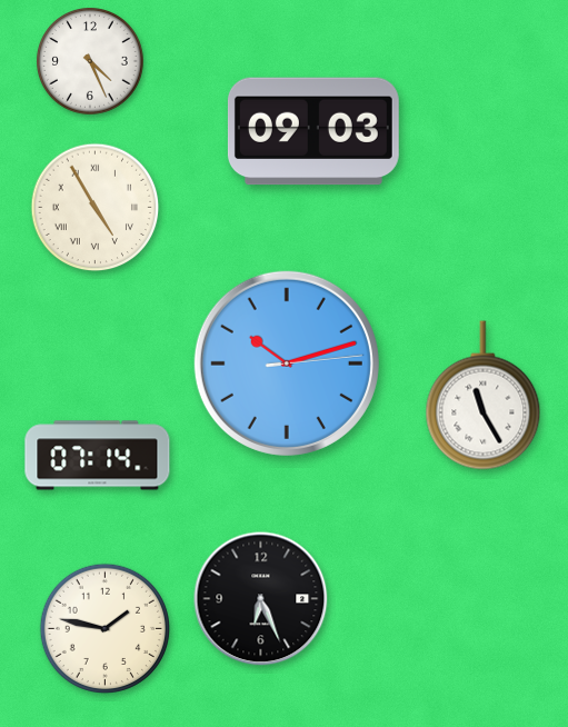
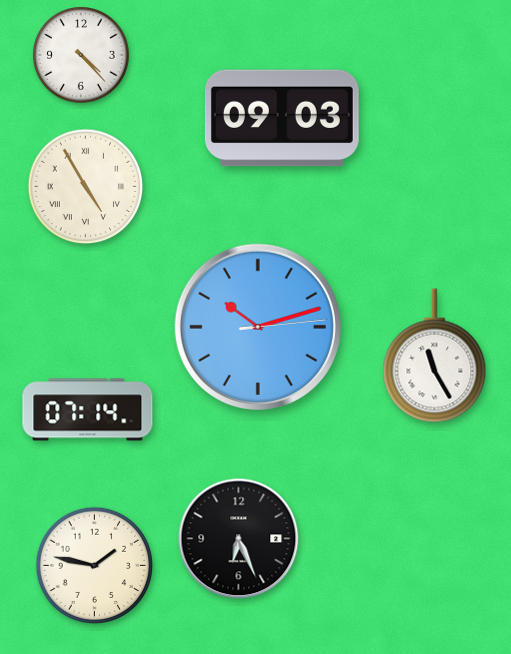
clock at (91, 62): 4:26 -> 4:23
clock at (261, 599) position: (261, 599) -> (239, 539)
